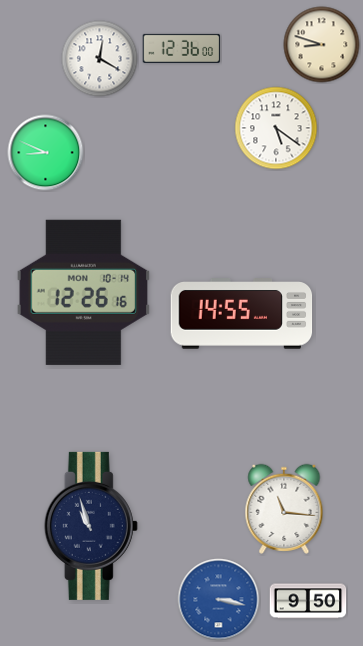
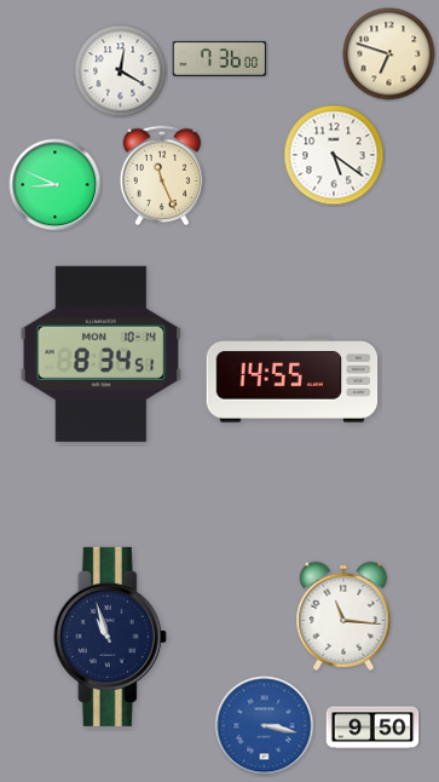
clock at (322, 45): 8:48 -> 6:48
clock at (182, 48): 12:36 -> 7:36
clock at (162, 176): none -> 11:26
clock at (83, 292): 12:26 -> 8:34
